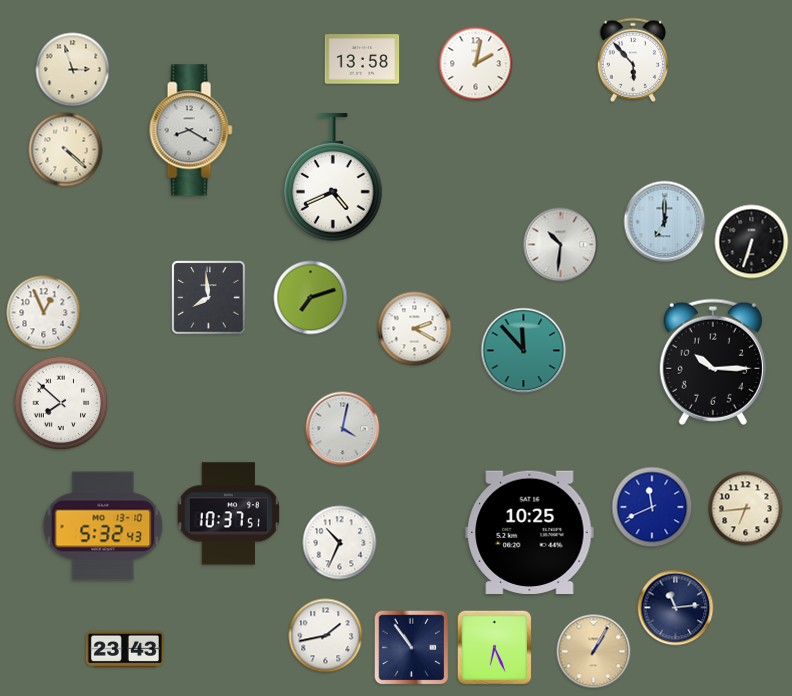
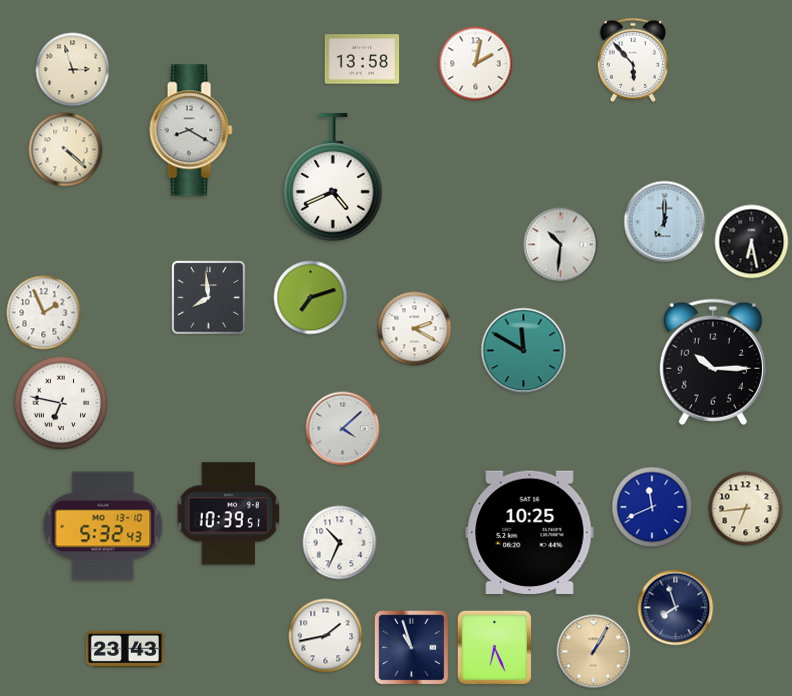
clock at (752, 242): 6:33 -> 6:28
clock at (44, 313): 12:56 -> 1:56
clock at (524, 351): 11:53 -> 11:50
clock at (61, 403): 7:52 -> 6:47
clock at (343, 429): 4:02 -> 4:08
clock at (228, 514): 10:37 -> 10:39
clock at (676, 608): 11:14 -> 7:57
clock at (412, 648): 10:54 -> 10:57
